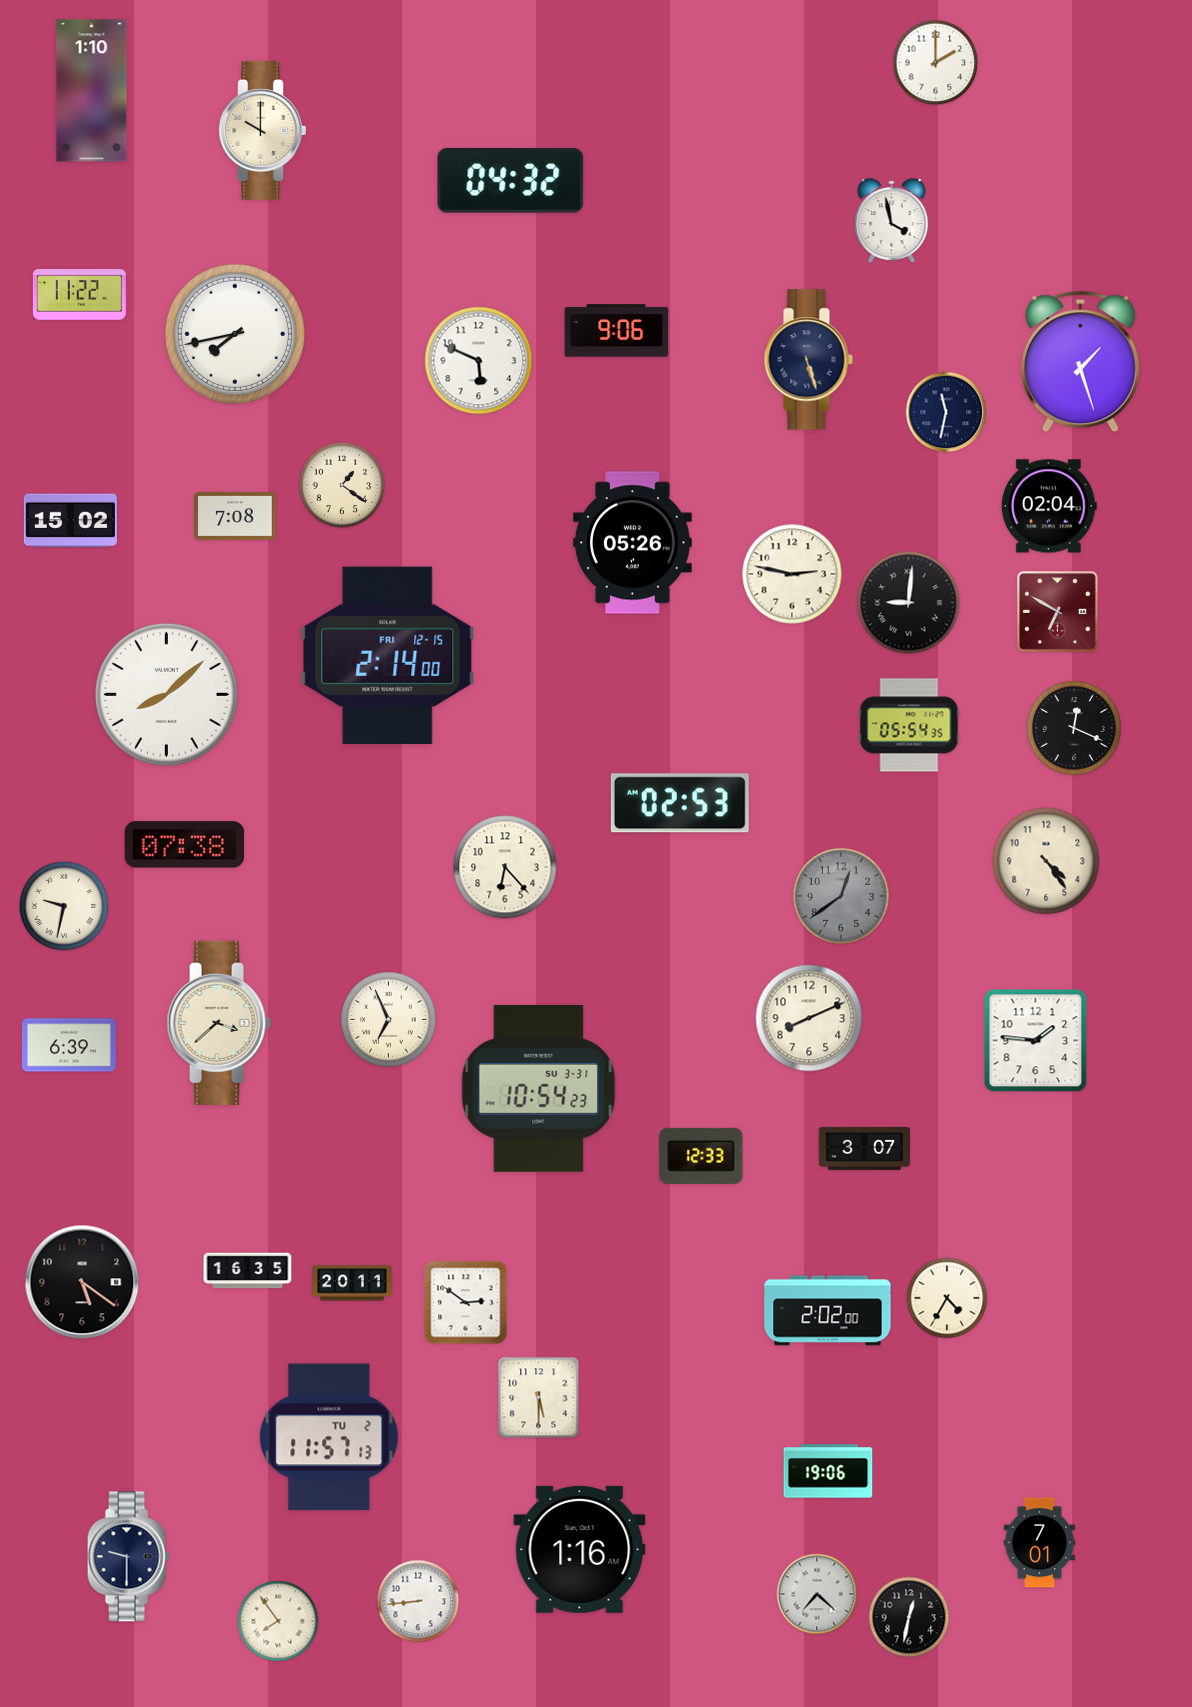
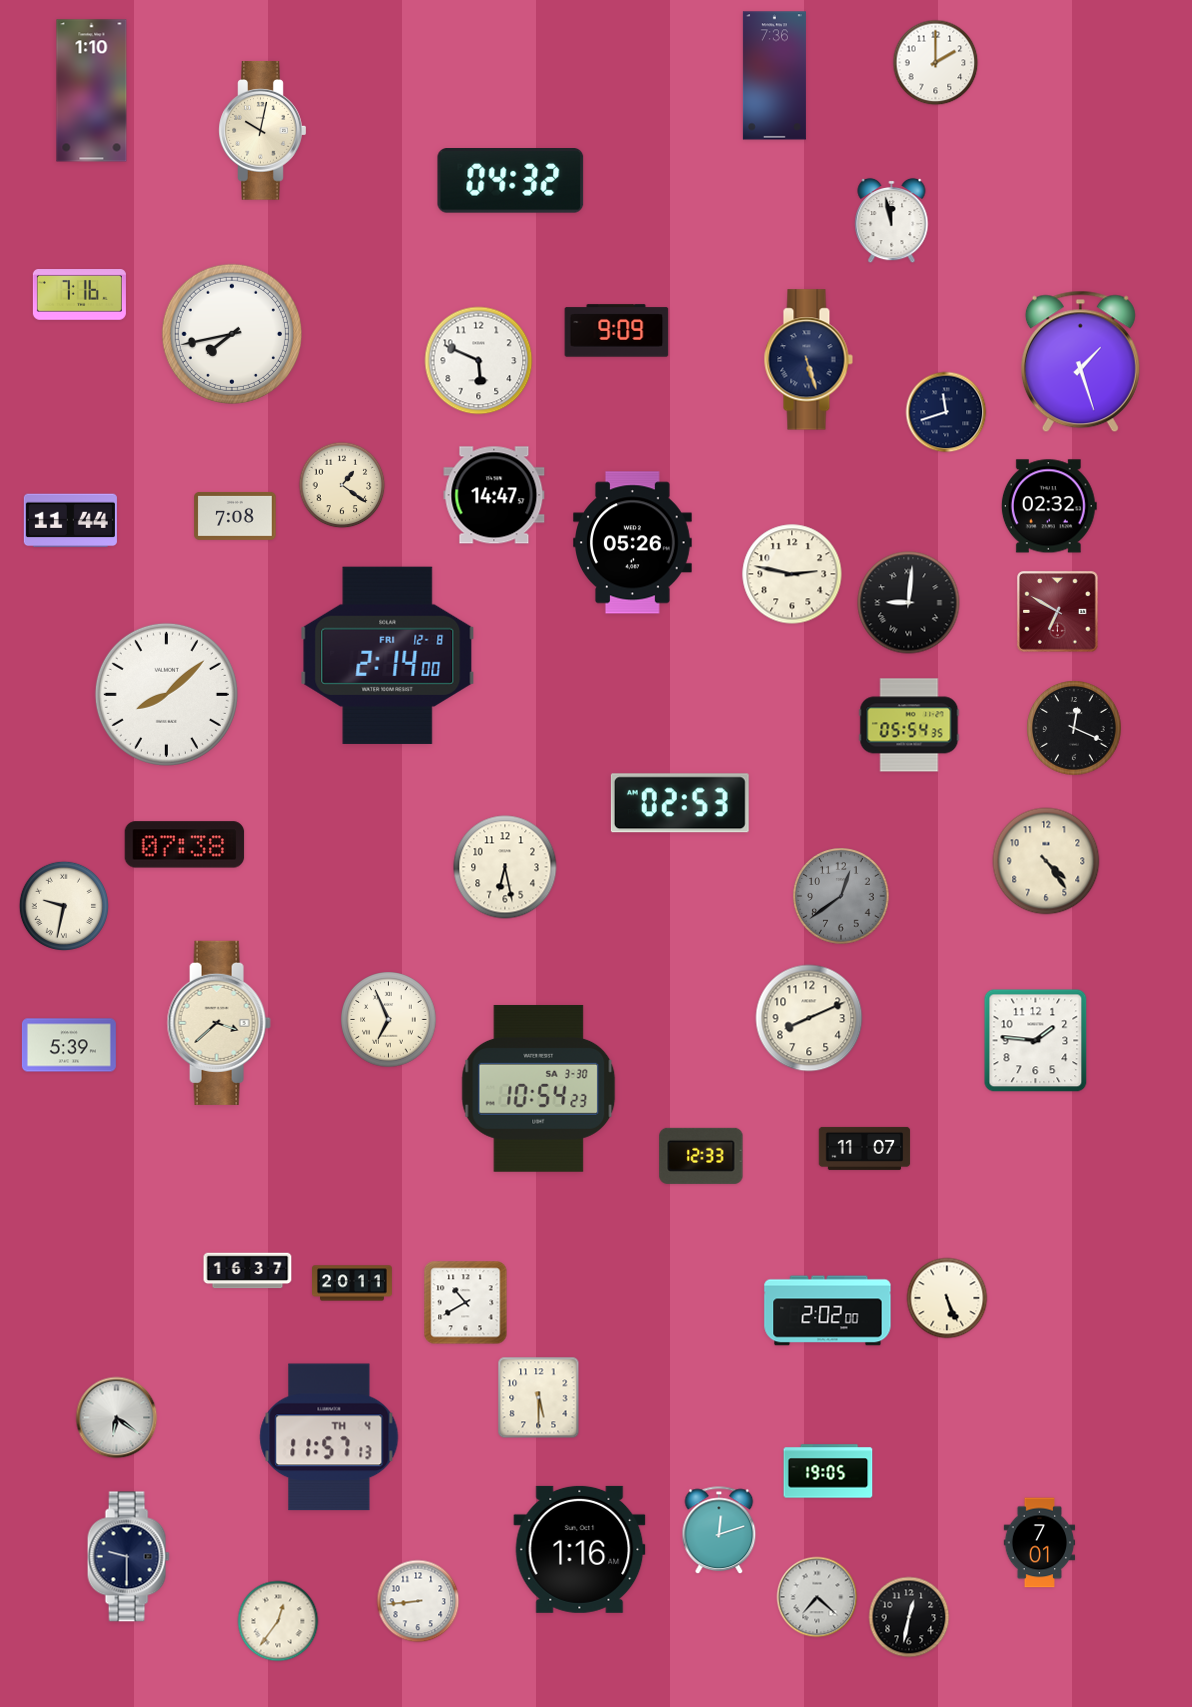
clock at (774, 76): none -> 7:36
clock at (263, 131): 10:00 -> 10:02
clock at (892, 221): 3:58 -> 11:58
clock at (79, 295): 11:22 -> 7:16
clock at (617, 331): 9:06 -> 9:09
clock at (235, 334) position: (235, 334) -> (232, 334)
clock at (946, 412): 11:32 -> 11:42
clock at (494, 495): none -> 14:47
clock at (1049, 506): 02:04 -> 02:32
clock at (70, 521): 15:02 -> 11:44
clock at (388, 655) date: FRI 12-15 -> FRI 12-8
clock at (505, 867): 6:23 -> 6:28
clock at (69, 1045): 6:39 -> 5:39
clock at (539, 1088) date: SU 3-31 -> SA 3-30
clock at (865, 1148): 3:07 -> 11:07
clock at (248, 1271): 16:35 -> 16:37
clock at (82, 1282): 5:21 -> none
clock at (947, 1298): 4:35 -> 5:26
clock at (466, 1303): 2:51 -> 10:40
clock at (117, 1418): none -> 6:21
clock at (329, 1437) date: TU 2 -> TH 4
clock at (828, 1471): 19:06 -> 19:05
clock at (719, 1531): none -> 12:12
clock at (817, 1594) position: (817, 1594) -> (817, 1597)
clock at (278, 1621): 7:54 -> 12:36
